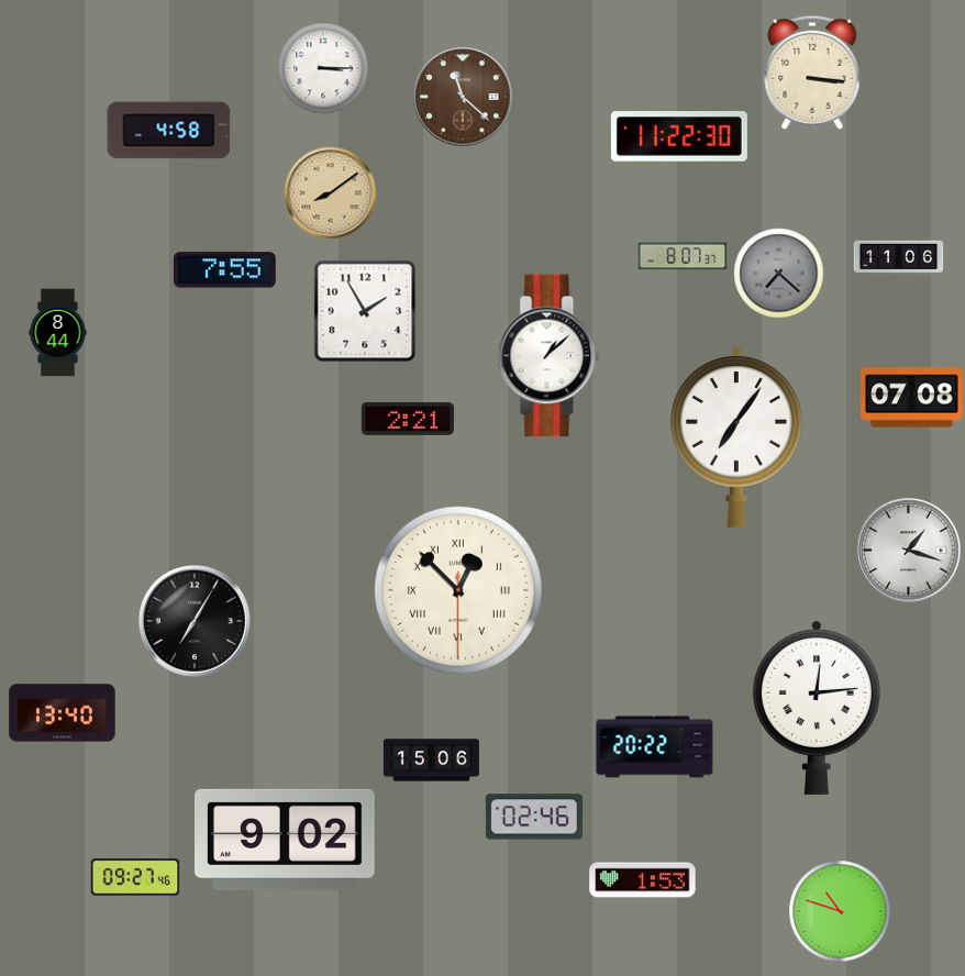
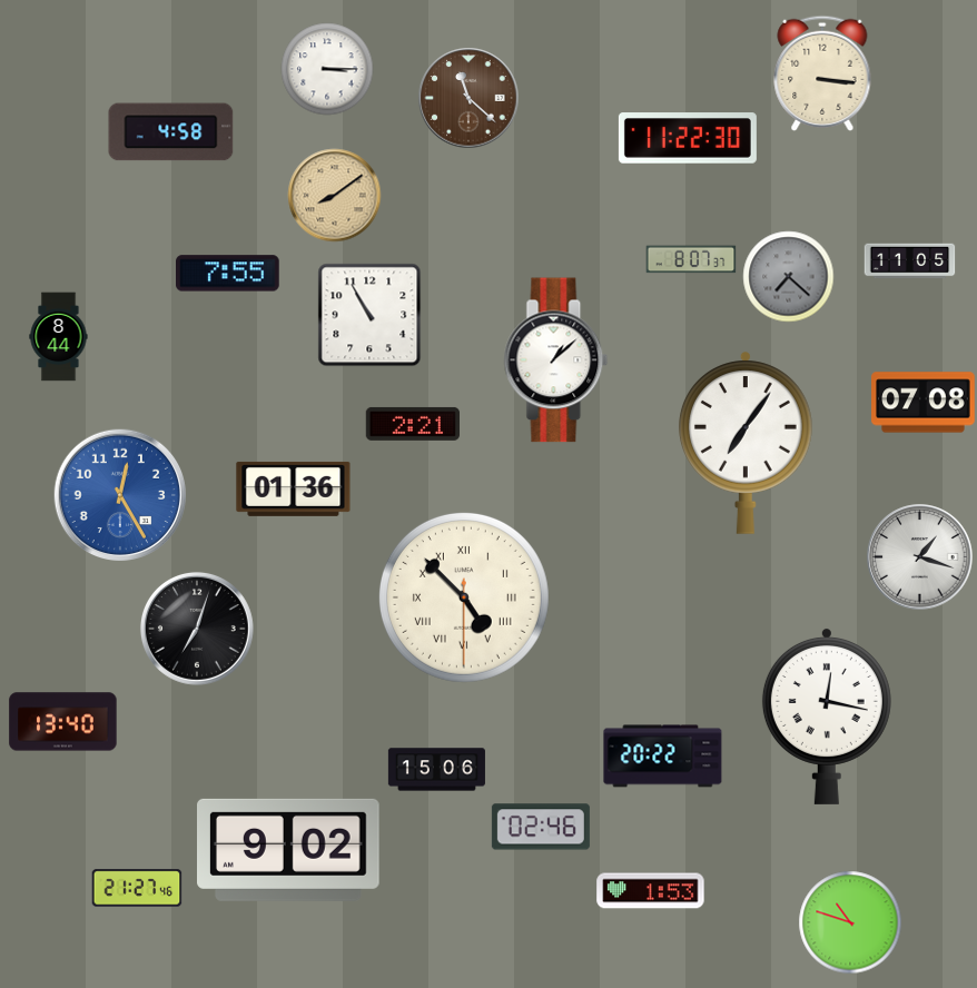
clock at (899, 258): 11:06 -> 11:05
clock at (365, 311): 1:55 -> 10:55
clock at (294, 488): none -> 01:36
clock at (119, 494): none -> 12:25
clock at (458, 590): 12:52 -> 4:52
clock at (195, 621): 7:05 -> 7:03
clock at (817, 707): 12:14 -> 12:17
clock at (135, 877): 09:27 -> 21:27
